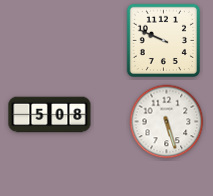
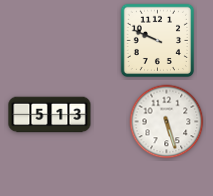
clock at (164, 41) position: (164, 41) -> (158, 41)
clock at (50, 115): 5:08 -> 5:13
